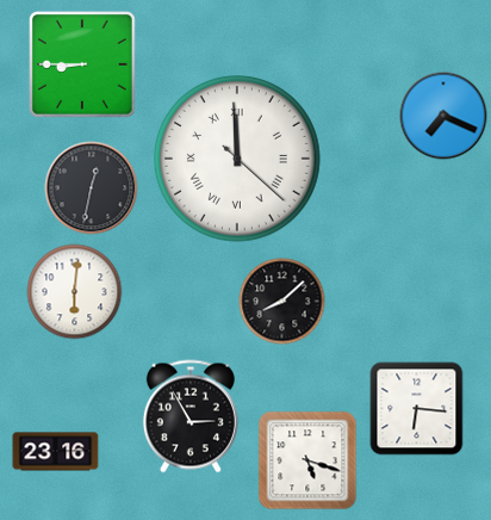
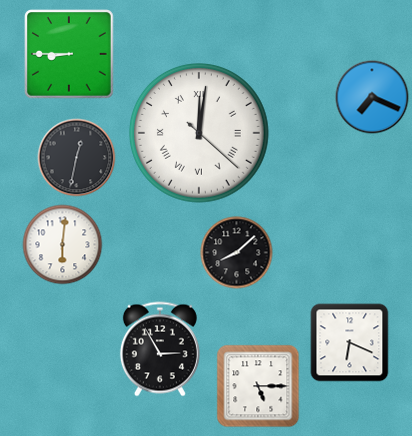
clock at (238, 160): 11:59 -> 12:01
clock at (417, 409): 6:16 -> 6:19
clock at (56, 452): 23:16 -> none
clock at (307, 460): 5:18 -> 5:15
